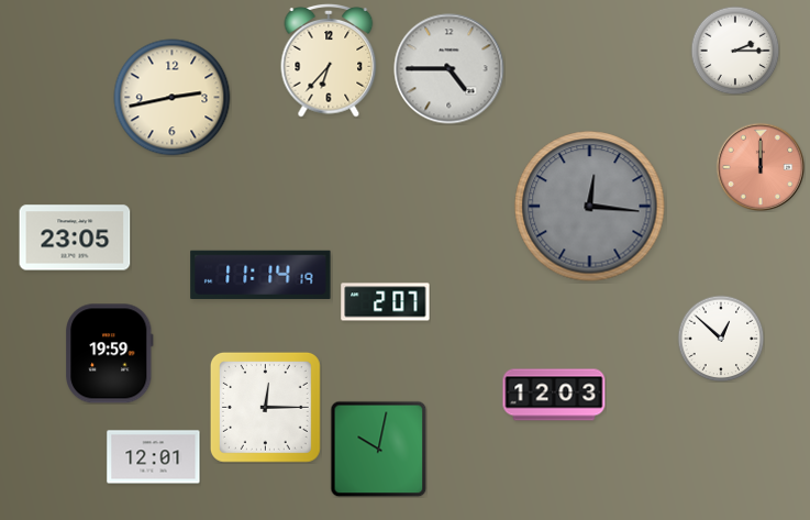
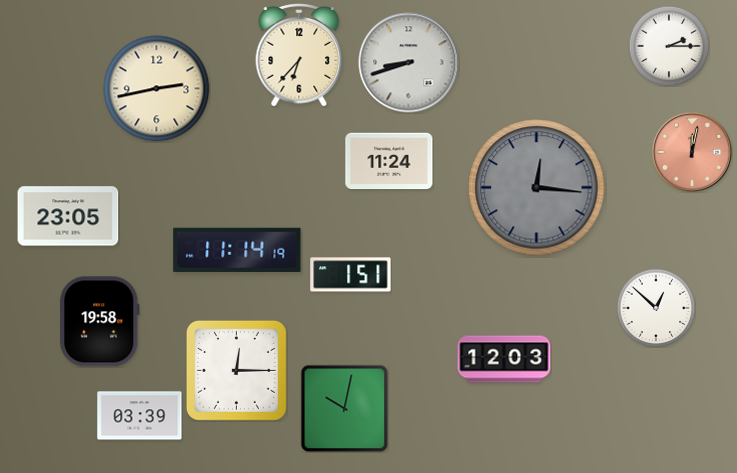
clock at (450, 69): 4:45 -> 8:42
clock at (761, 167): 12:00 -> 12:02
clock at (389, 161): none -> 11:24
clock at (386, 302): 2:07 -> 1:51
clock at (110, 354): 19:59 -> 19:58
clock at (265, 407) position: (265, 407) -> (236, 370)
clock at (154, 457): 12:01 -> 03:39
